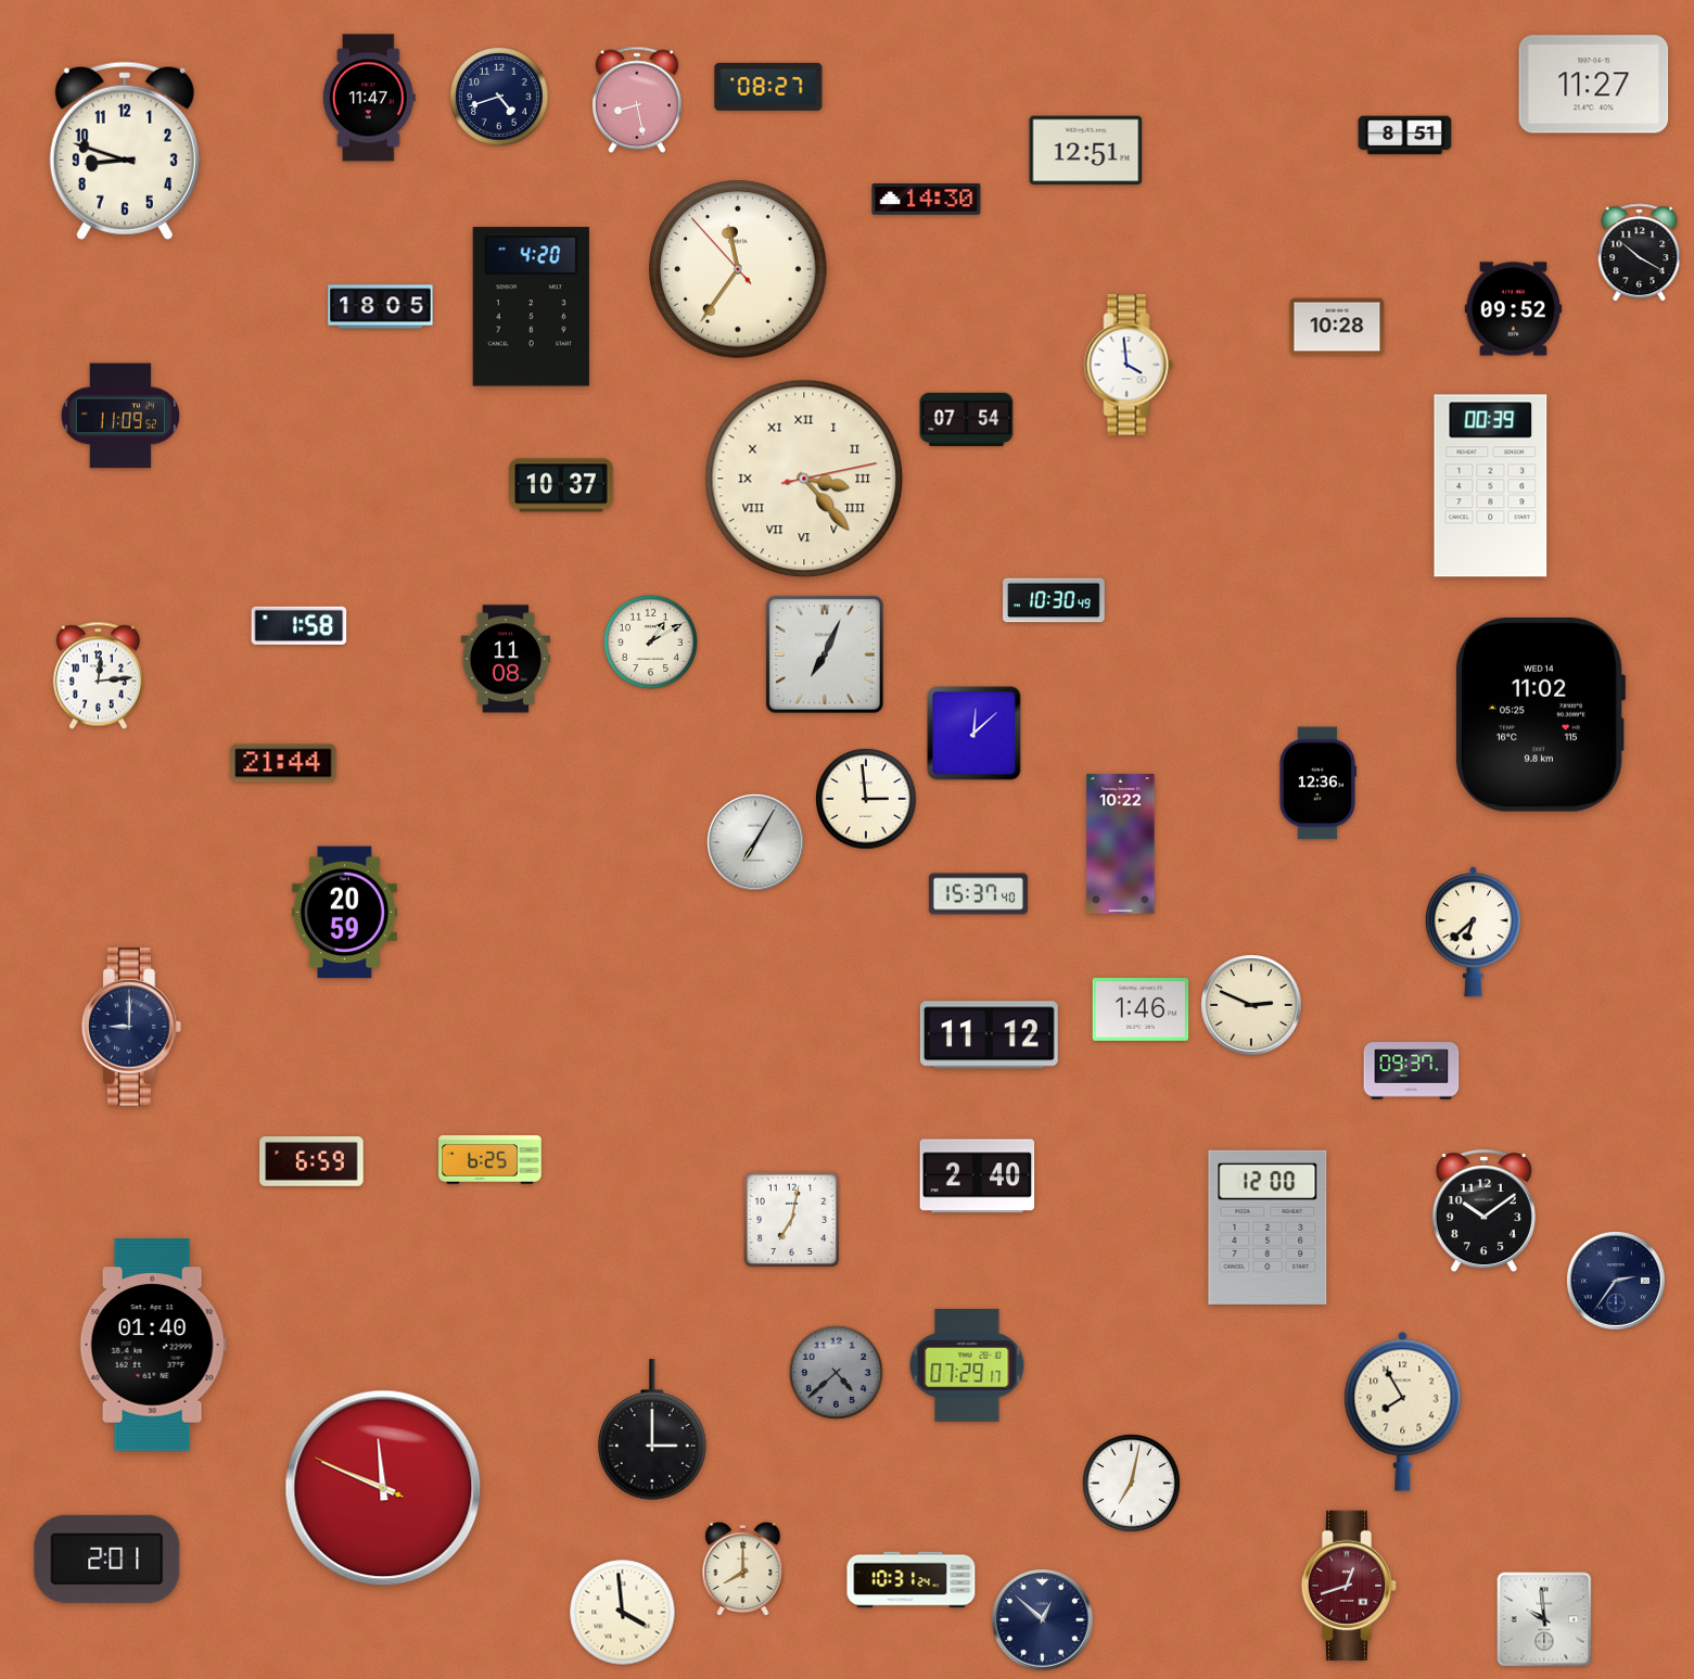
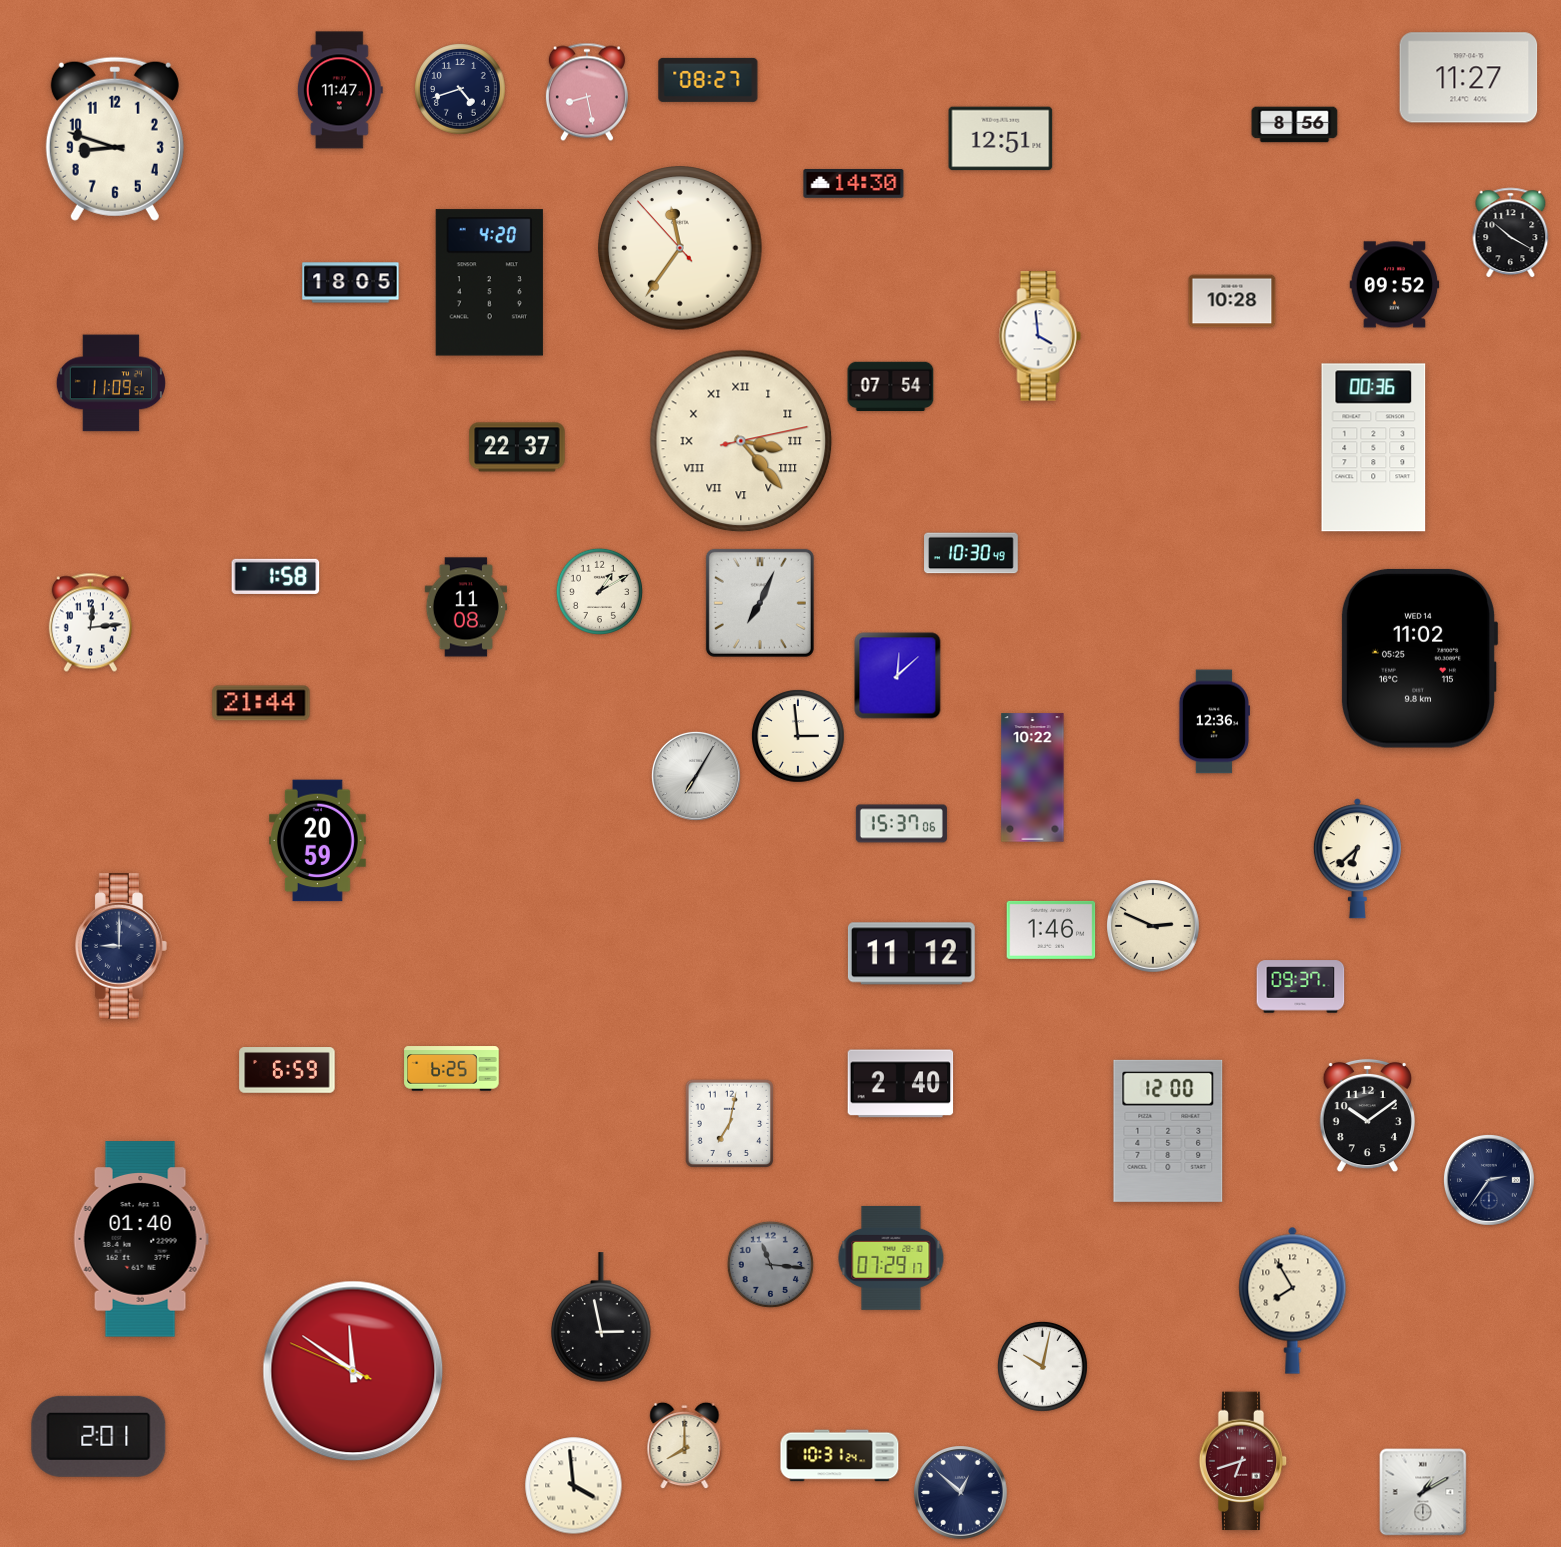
clock at (1405, 136): 8:51 -> 8:56
clock at (561, 485): 10:37 -> 22:37
clock at (1491, 486): 00:39 -> 00:36
clock at (978, 894): 15:37:40 -> 15:37:06
clock at (836, 1372): 4:38 -> 11:16
clock at (652, 1429): 3:00 -> 2:58
clock at (1131, 1483): 7:02 -> 10:02
clock at (383, 1488): 11:48 -> 11:50
clock at (1349, 1586): 12:42 -> 6:42
clock at (1544, 1619): 9:59 -> 1:10
